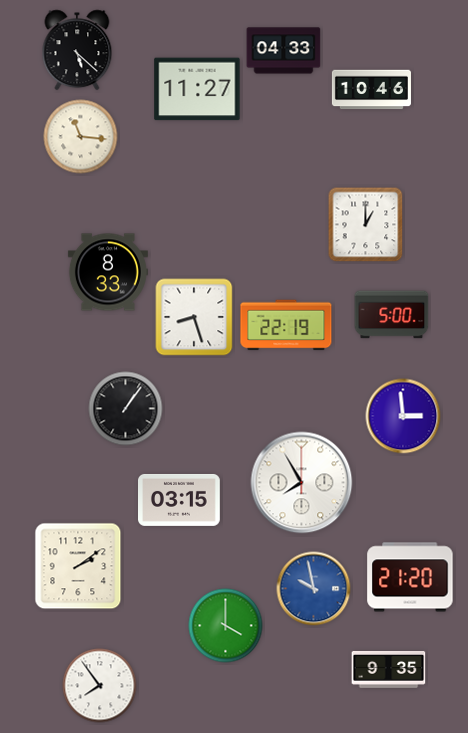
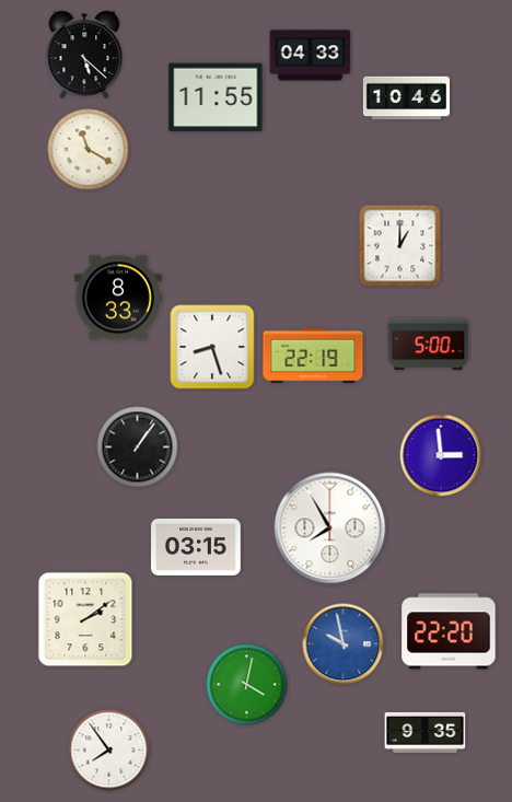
clock at (197, 89): 11:27 -> 11:55
clock at (81, 137): 11:16 -> 11:20
clock at (410, 577): 21:20 -> 22:20
clock at (226, 626): 4:00 -> 4:02
